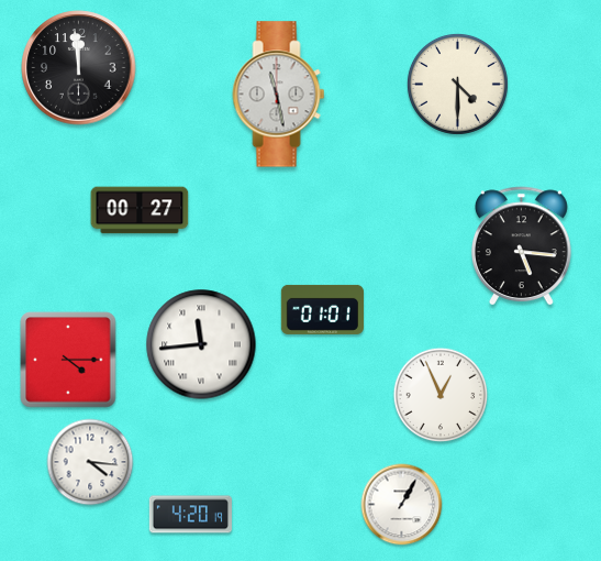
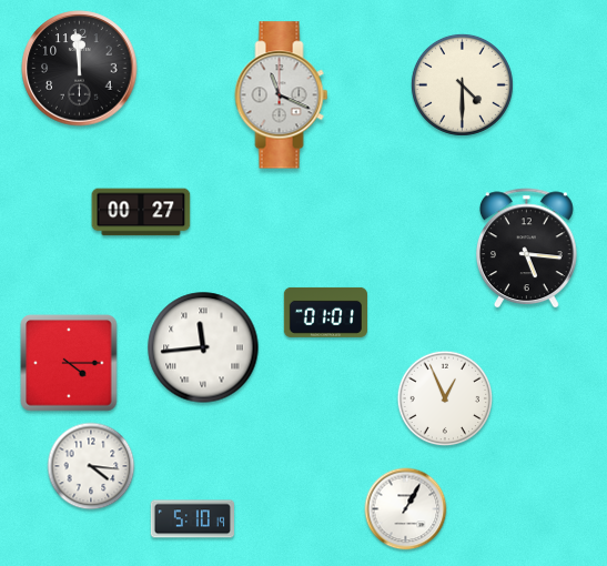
clock at (279, 95): 11:28 -> 11:19
clock at (190, 515): 4:20 -> 5:10
